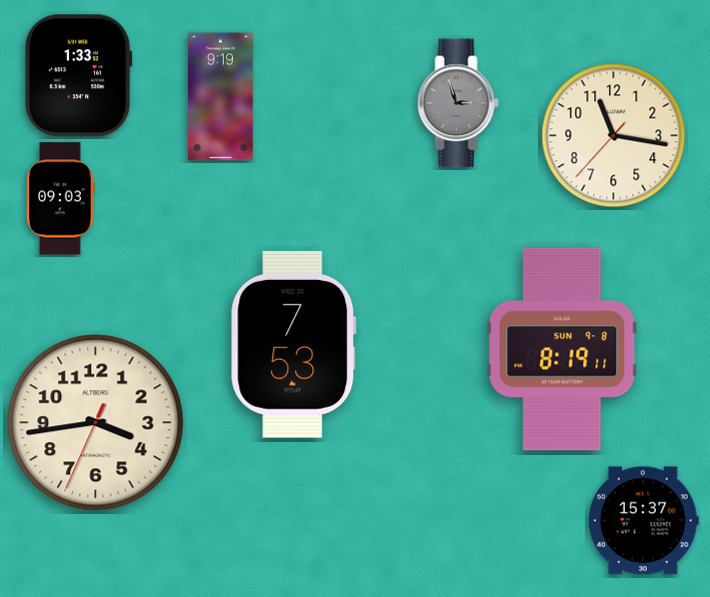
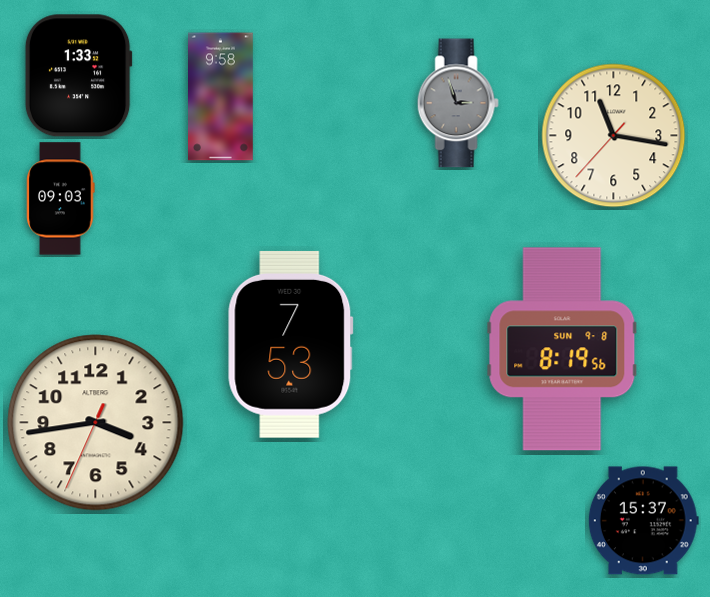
clock at (221, 97): 9:19 -> 9:58
clock at (294, 344) position: (294, 344) -> (291, 344)
clock at (562, 349): 8:19:11 -> 8:19:56
